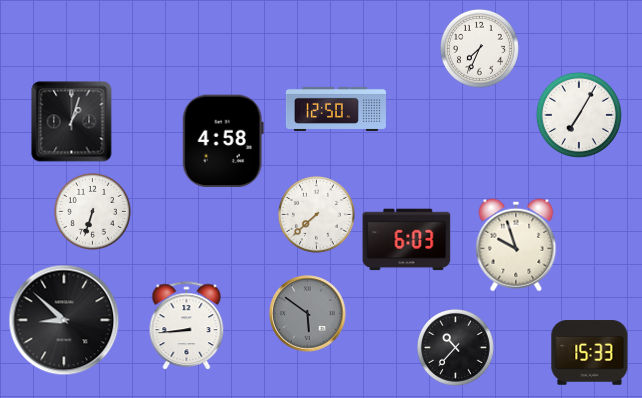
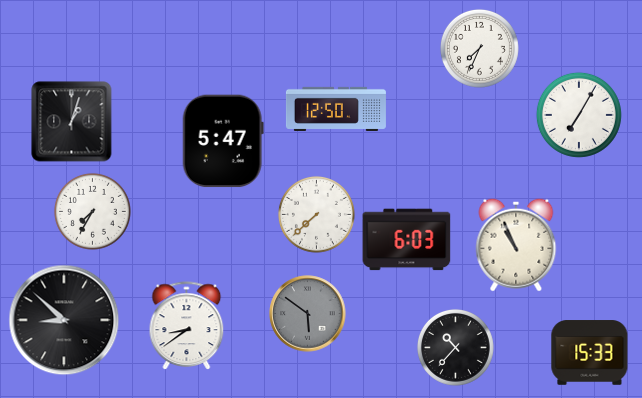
clock at (223, 141): 4:58 -> 5:47
clock at (92, 211): 6:33 -> 7:35
clock at (516, 245): 9:57 -> 10:56
clock at (187, 326): 8:44 -> 8:39
